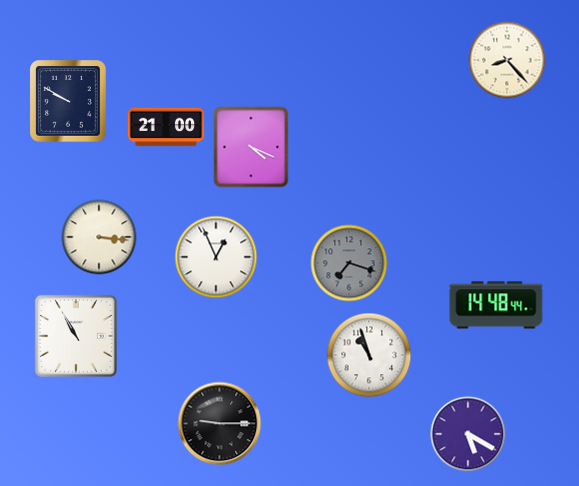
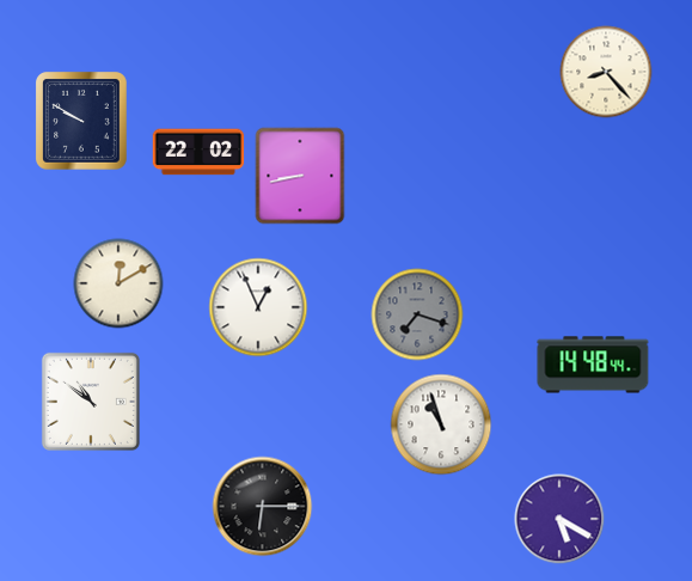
clock at (166, 127): 21:00 -> 22:02
clock at (251, 147): 4:19 -> 8:43
clock at (99, 237): 3:16 -> 12:10
clock at (76, 336): 10:55 -> 10:51
clock at (220, 424): 9:15 -> 6:15
